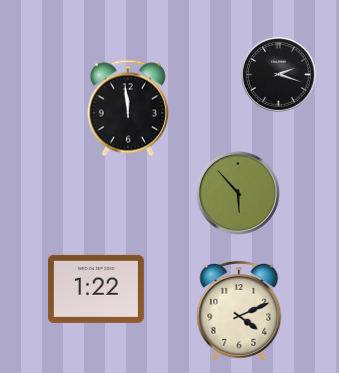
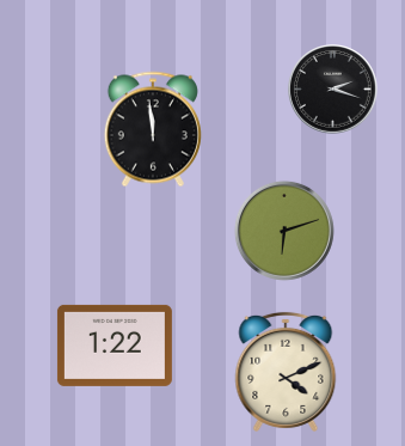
clock at (238, 193): 5:53 -> 6:12
